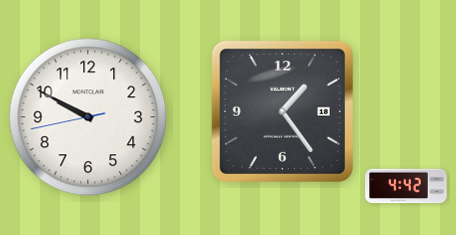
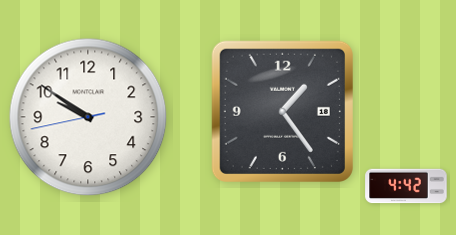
clock at (88, 117): 9:49 -> 9:50
